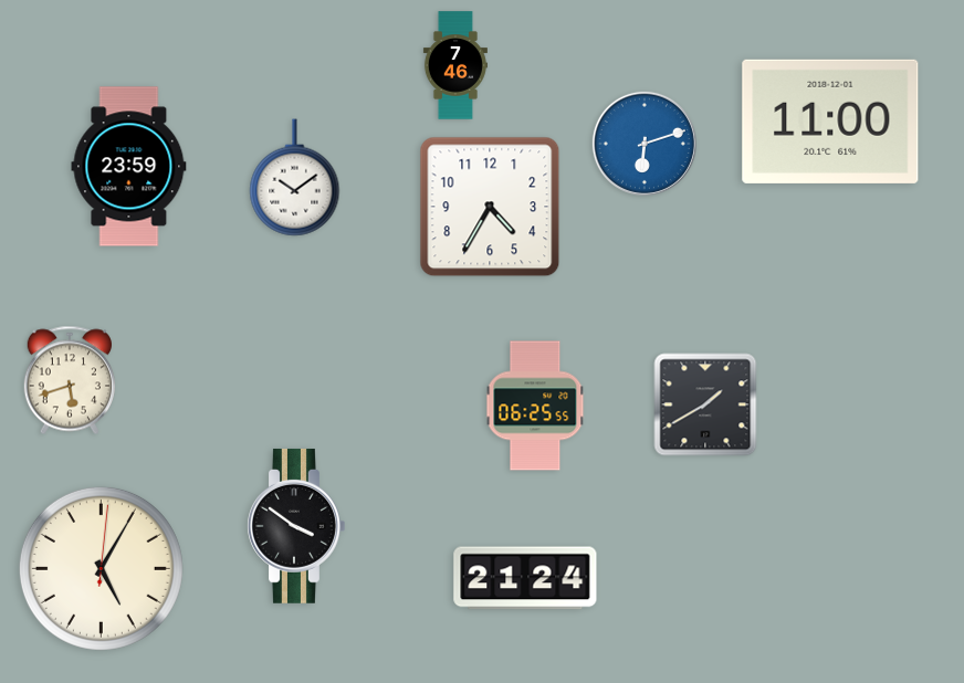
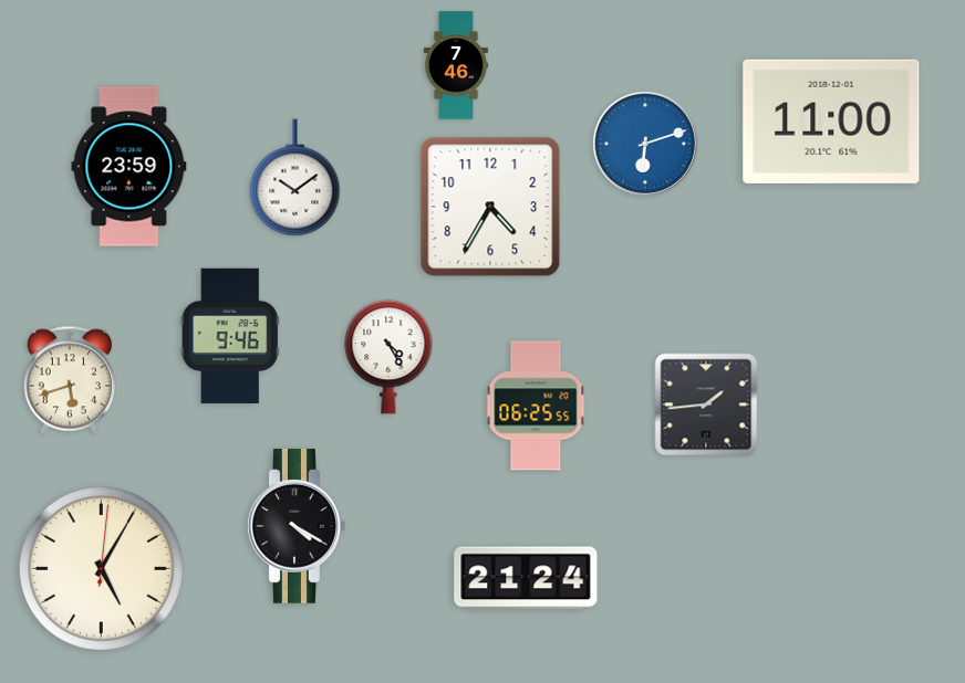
clock at (230, 336): none -> 9:46
clock at (388, 357): none -> 4:25
clock at (705, 404): 1:40 -> 1:44
clock at (296, 526): 3:51 -> 4:20
